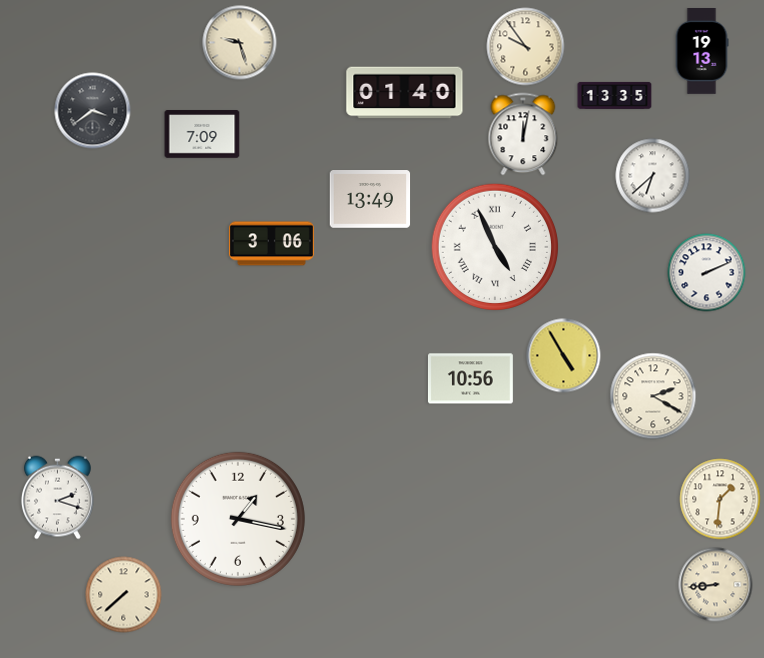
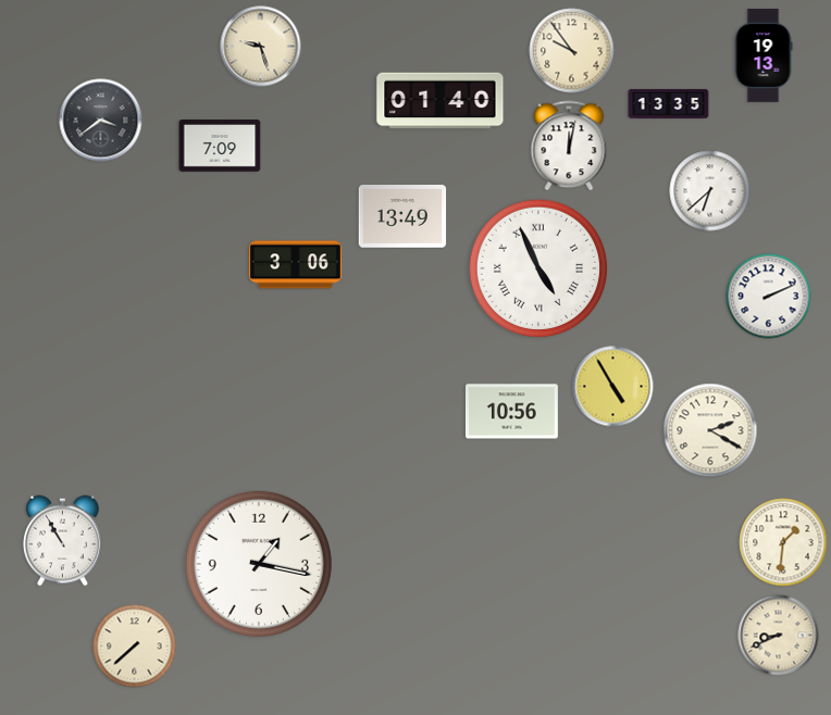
clock at (58, 498): 2:18 -> 10:55
clock at (716, 585): 8:44 -> 8:41
